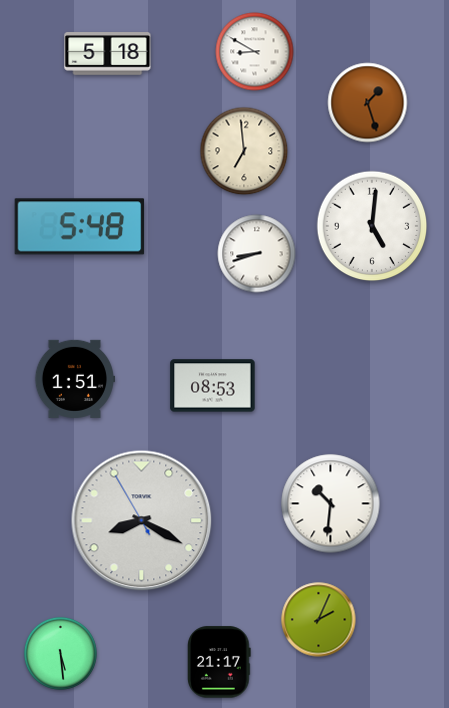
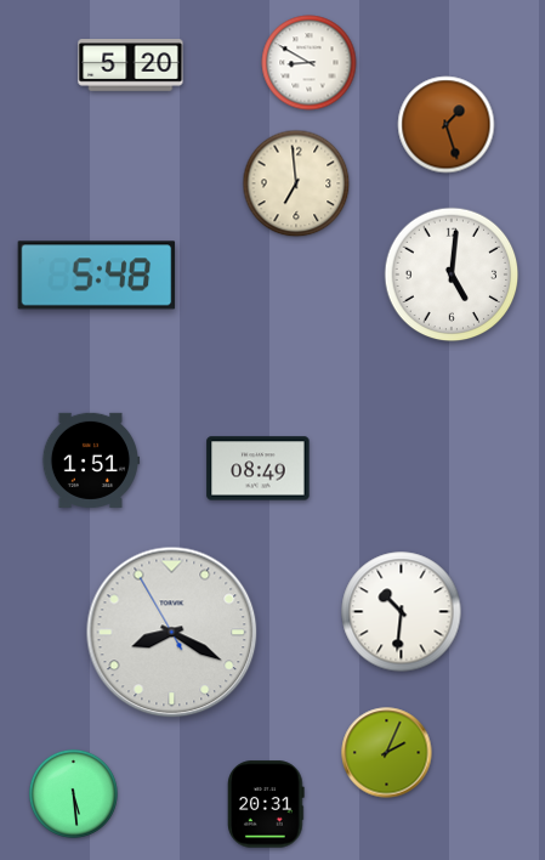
clock at (108, 54): 5:18 -> 5:20
clock at (257, 254): 8:42 -> none
clock at (213, 386): 08:53 -> 08:49
clock at (220, 662): 21:17 -> 20:31
